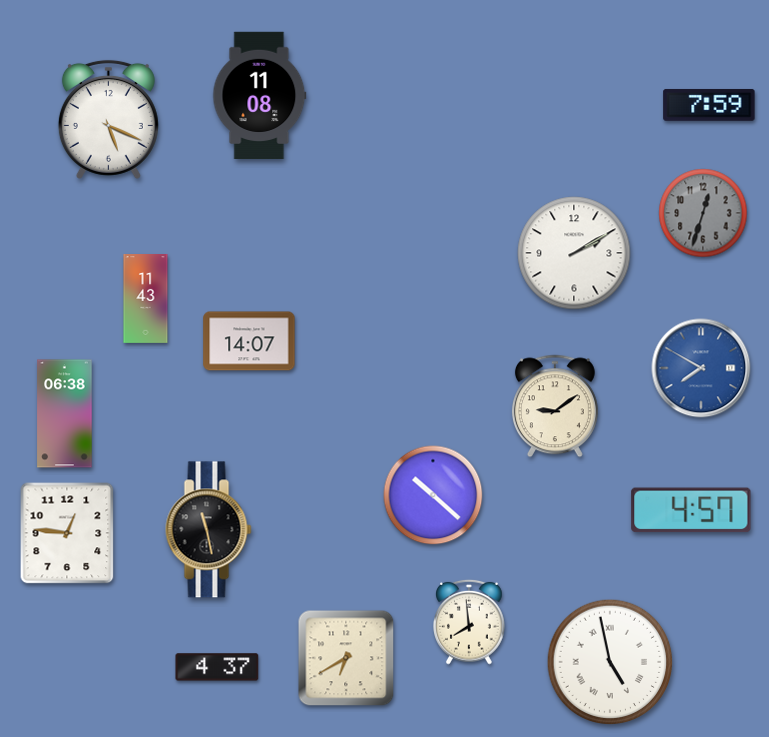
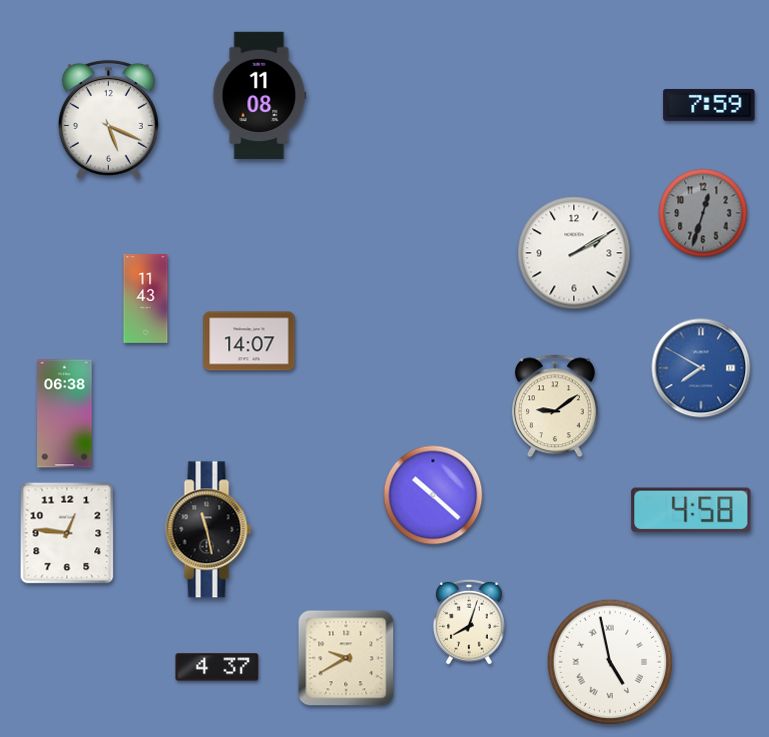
clock at (691, 510): 4:57 -> 4:58
clock at (469, 622): 7:59 -> 8:03
clock at (346, 658): 6:40 -> 9:40
